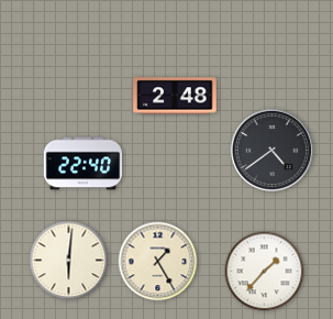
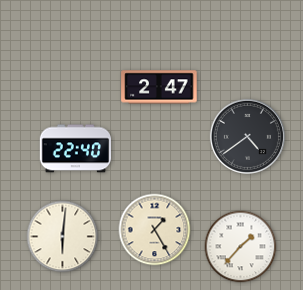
clock at (175, 96): 2:48 -> 2:47
clock at (158, 262) position: (158, 262) -> (155, 230)
